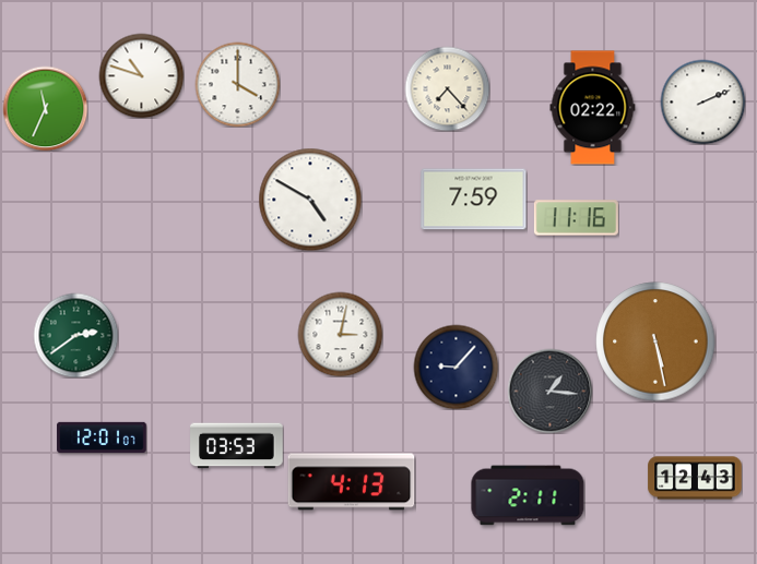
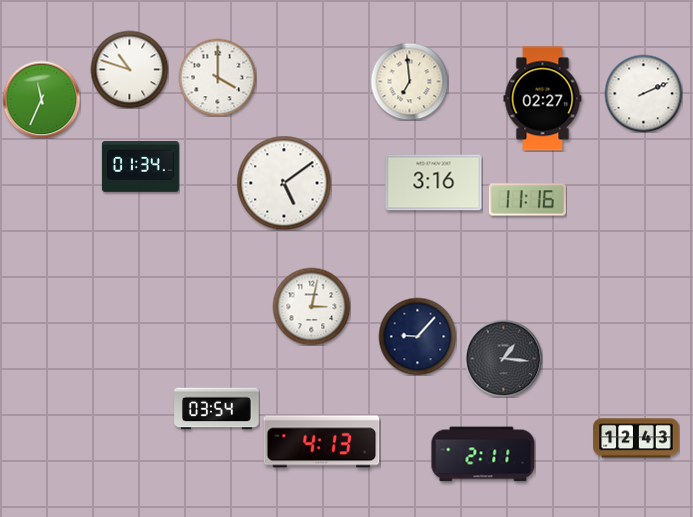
clock at (447, 88): 7:23 -> 6:59
clock at (593, 108): 02:22 -> 02:27
clock at (140, 167): none -> 01:34
clock at (310, 200): 4:50 -> 5:09
clock at (474, 200): 7:59 -> 3:16
clock at (75, 335): 2:39 -> none
clock at (655, 341): 5:28 -> none
clock at (102, 437): 12:01 -> none
clock at (237, 446): 03:53 -> 03:54
